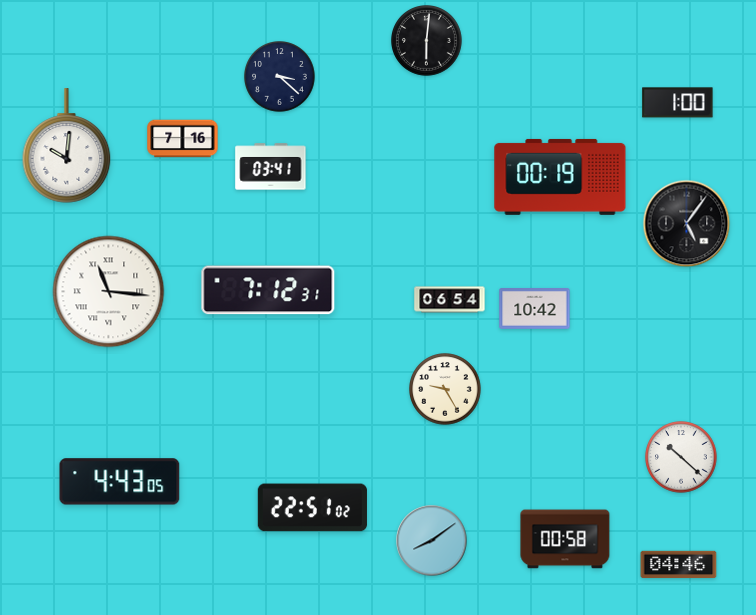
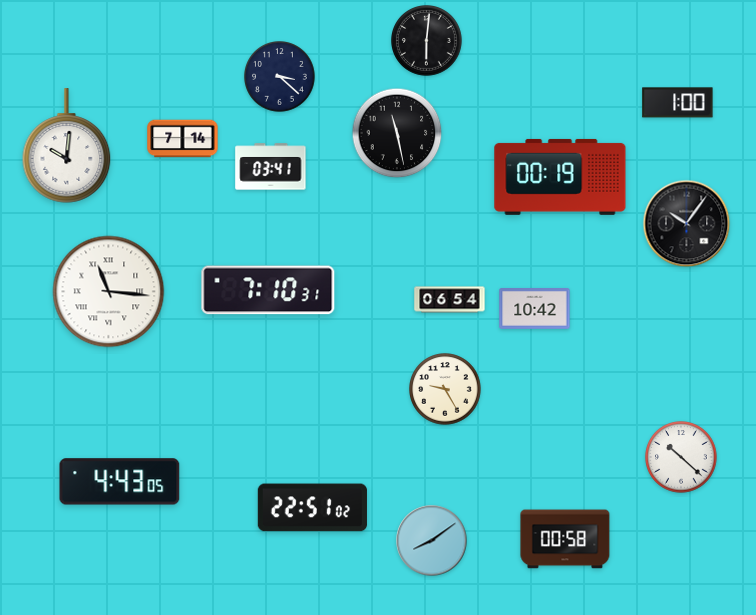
clock at (397, 133): none -> 11:28
clock at (183, 139): 7:16 -> 7:14
clock at (687, 224): 5:06 -> 10:06
clock at (268, 290): 7:12 -> 7:10
clock at (679, 565): 04:46 -> none
